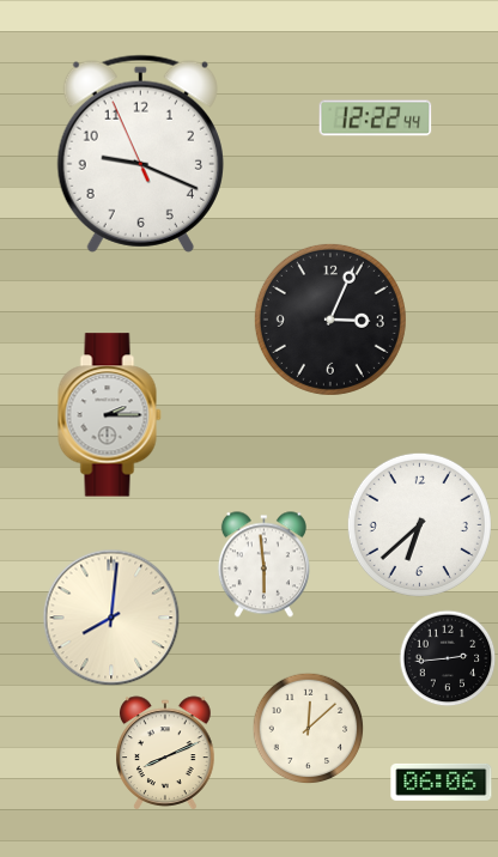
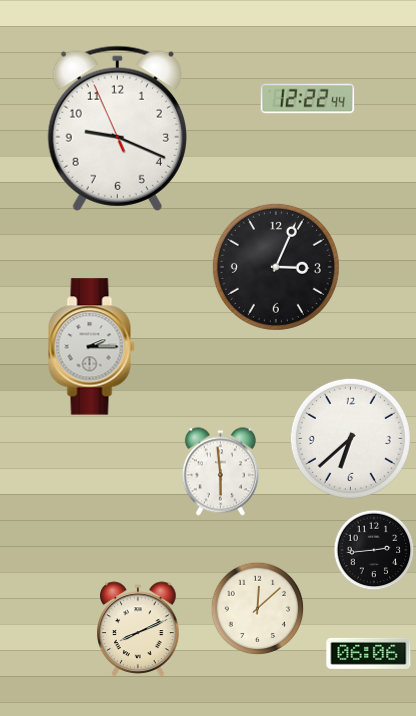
clock at (376, 118) position: (376, 118) -> (308, 99)
clock at (111, 618): 8:01 -> none
